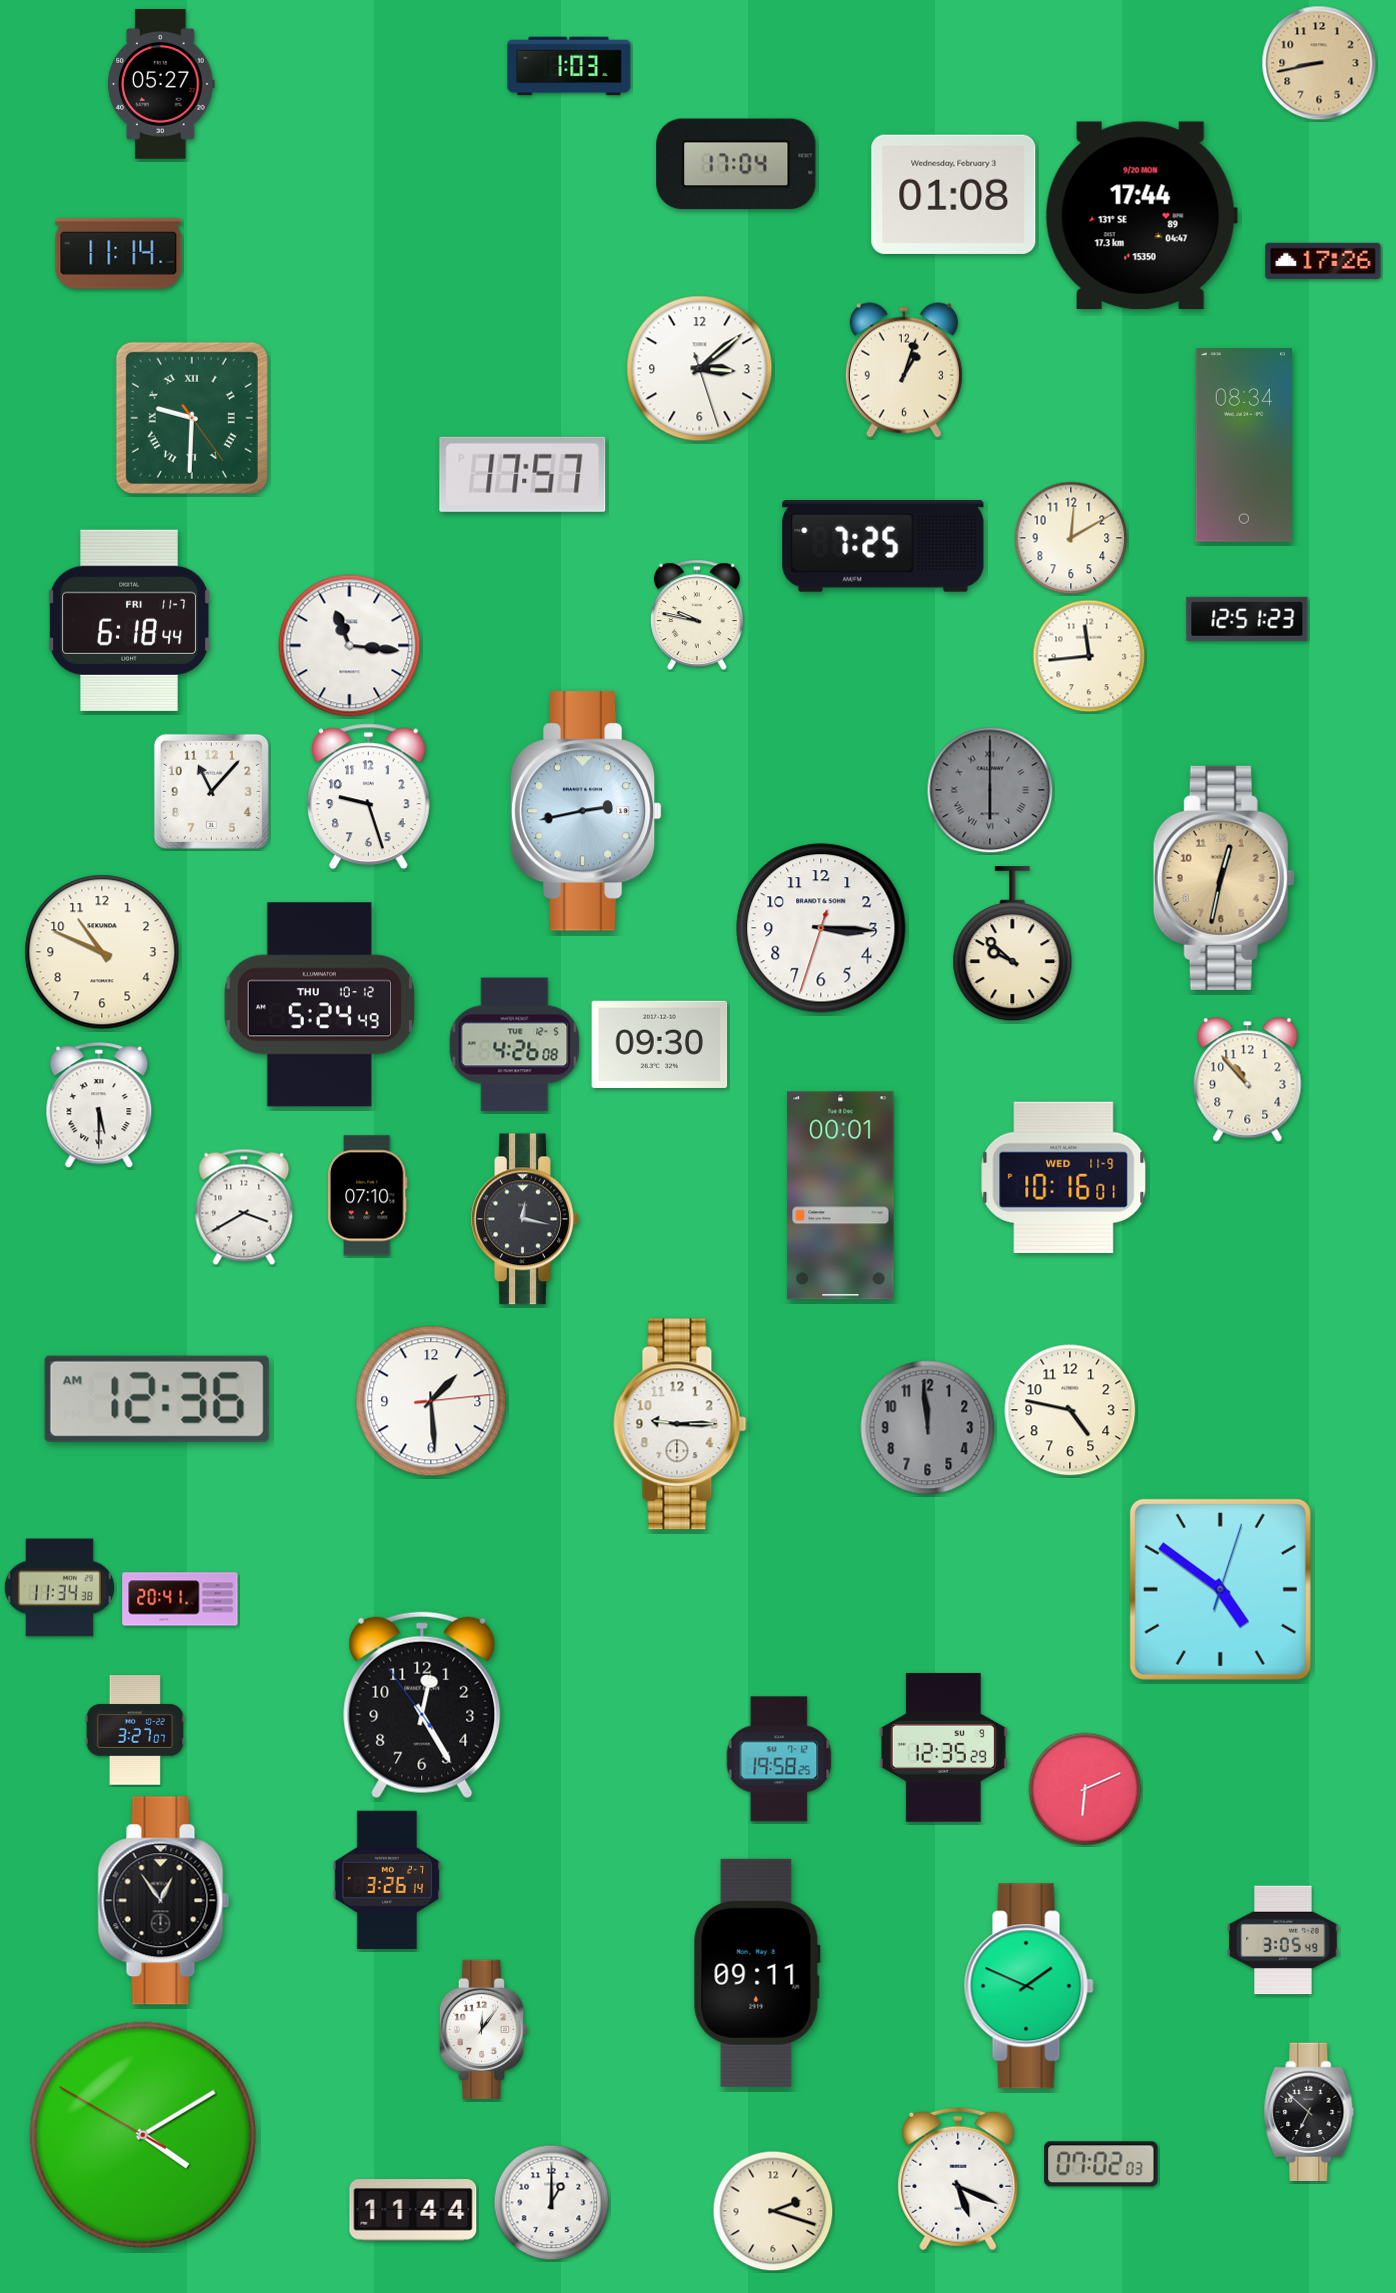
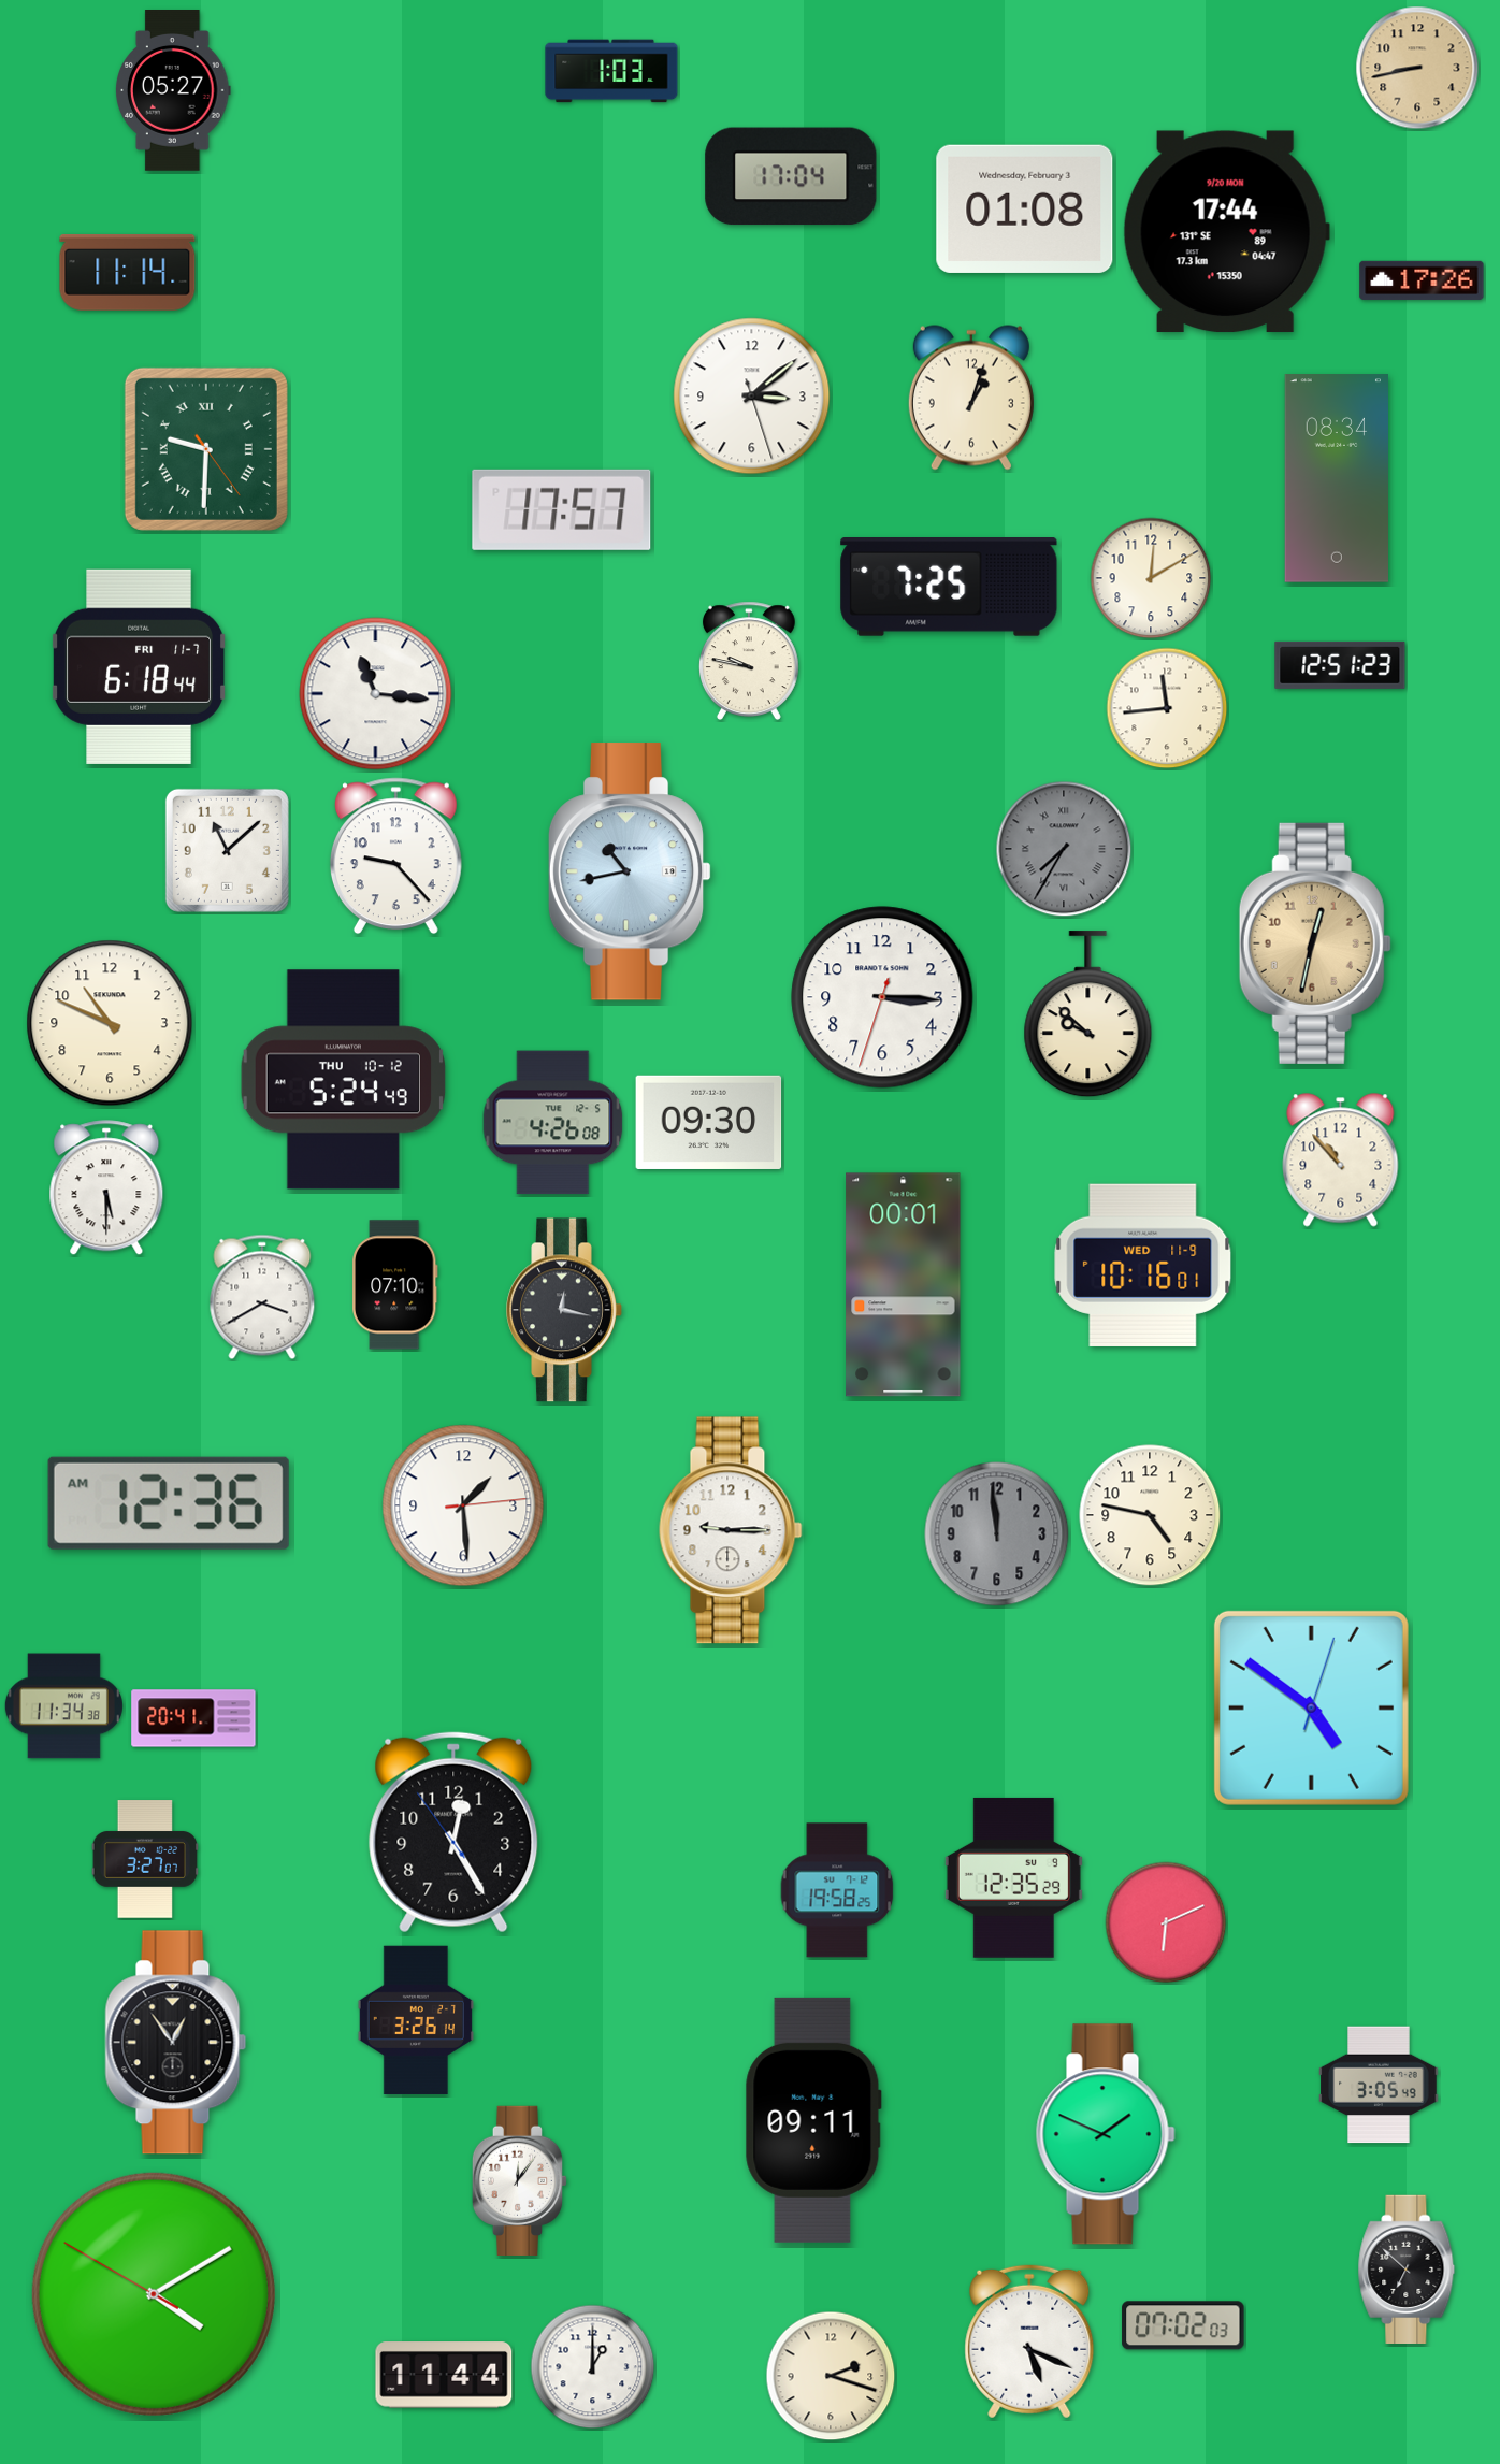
clock at (1089, 656) position: (1089, 656) -> (1167, 708)
clock at (990, 790): 6:00 -> 7:35
clock at (211, 791): 11:07 -> 11:08
clock at (368, 797): 9:27 -> 9:23
clock at (586, 811): 2:43 -> 10:43
